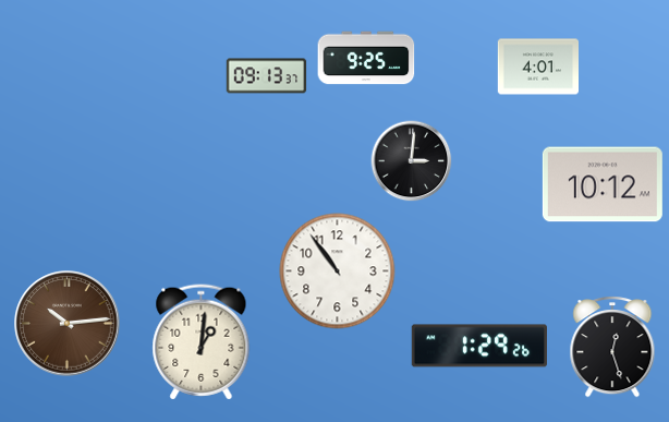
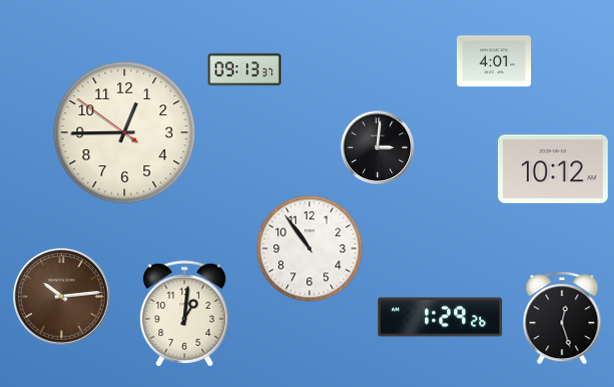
clock at (366, 58): 9:25 -> none
clock at (125, 133): none -> 12:44
